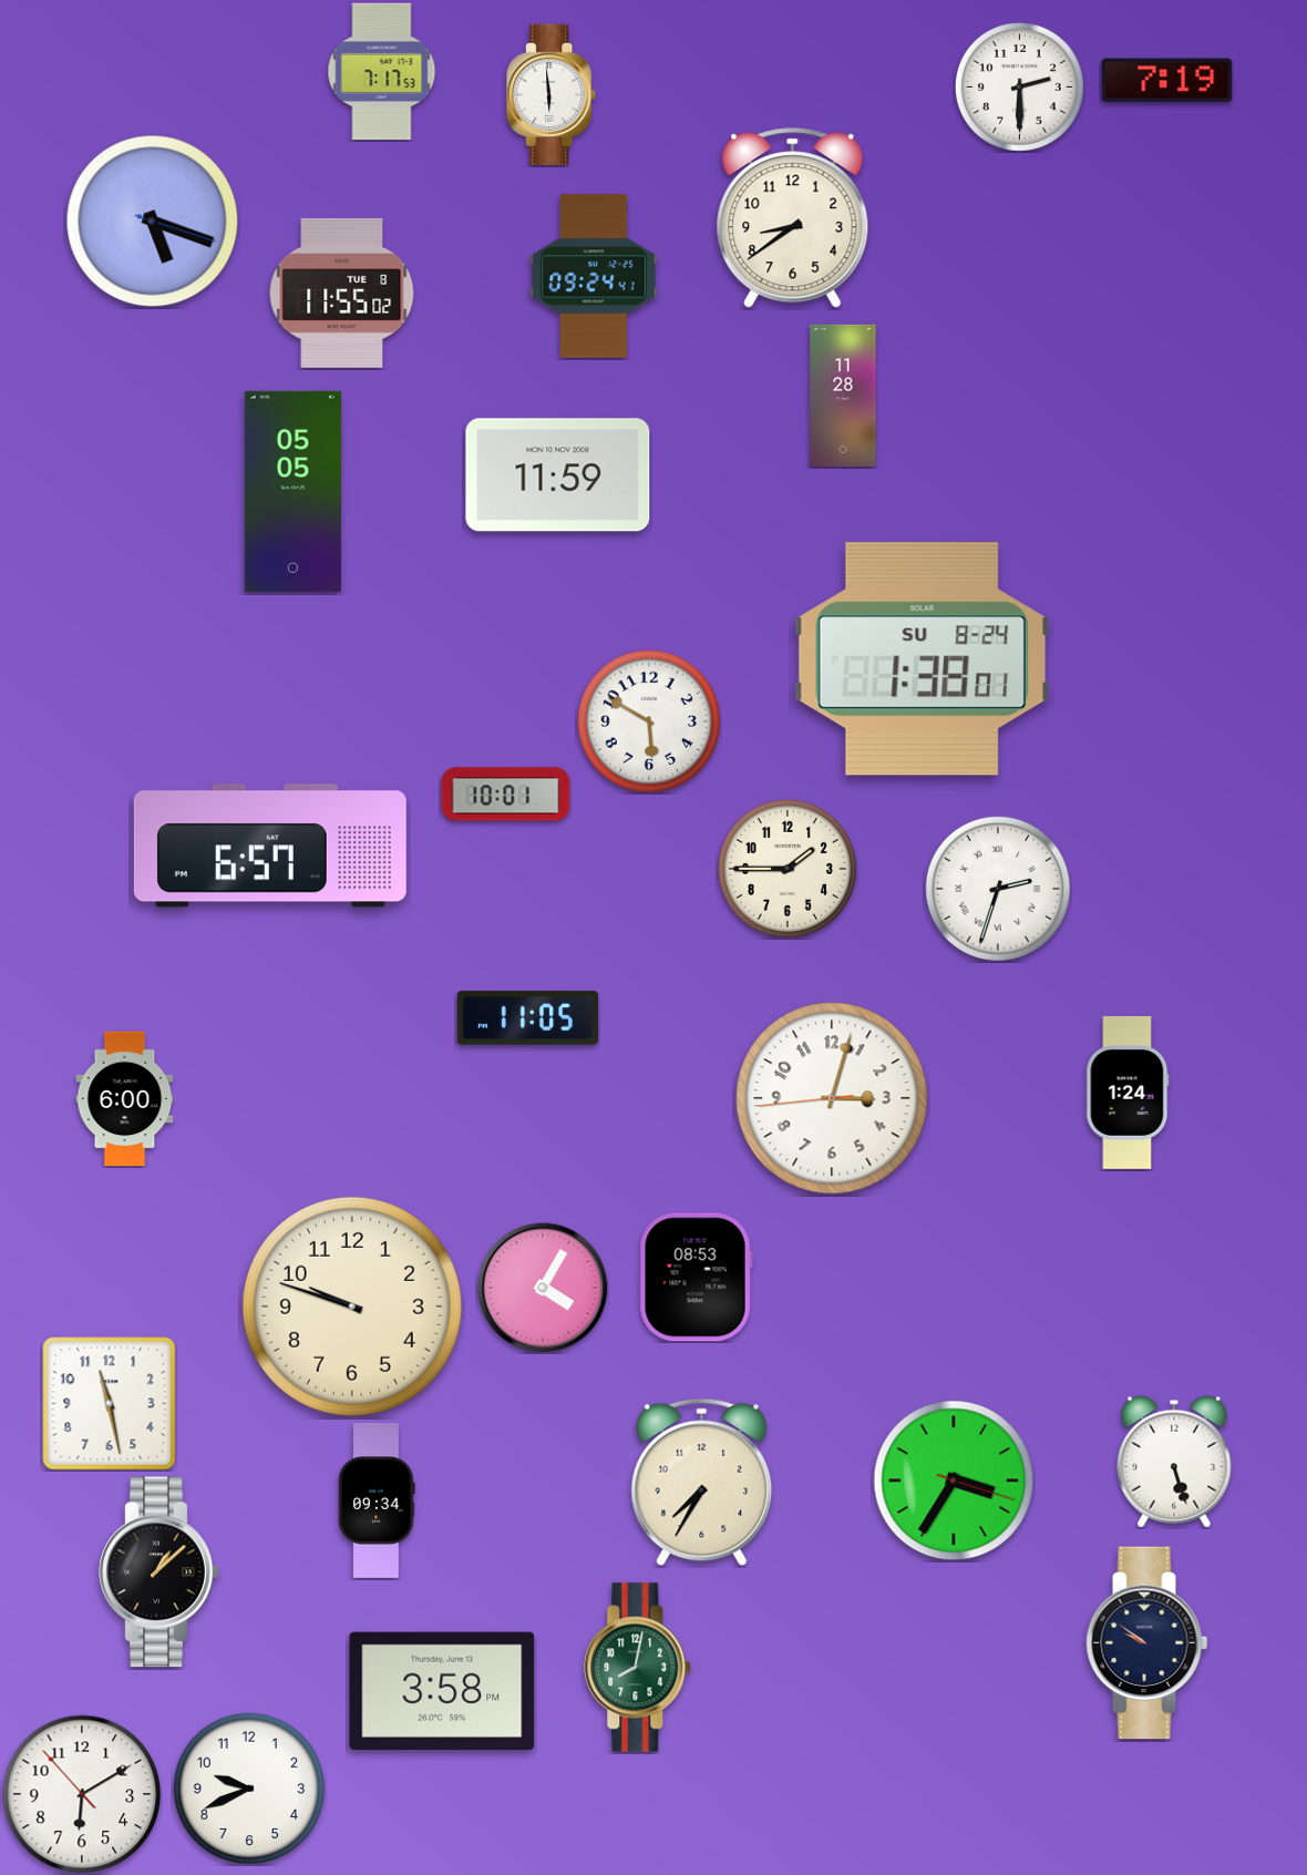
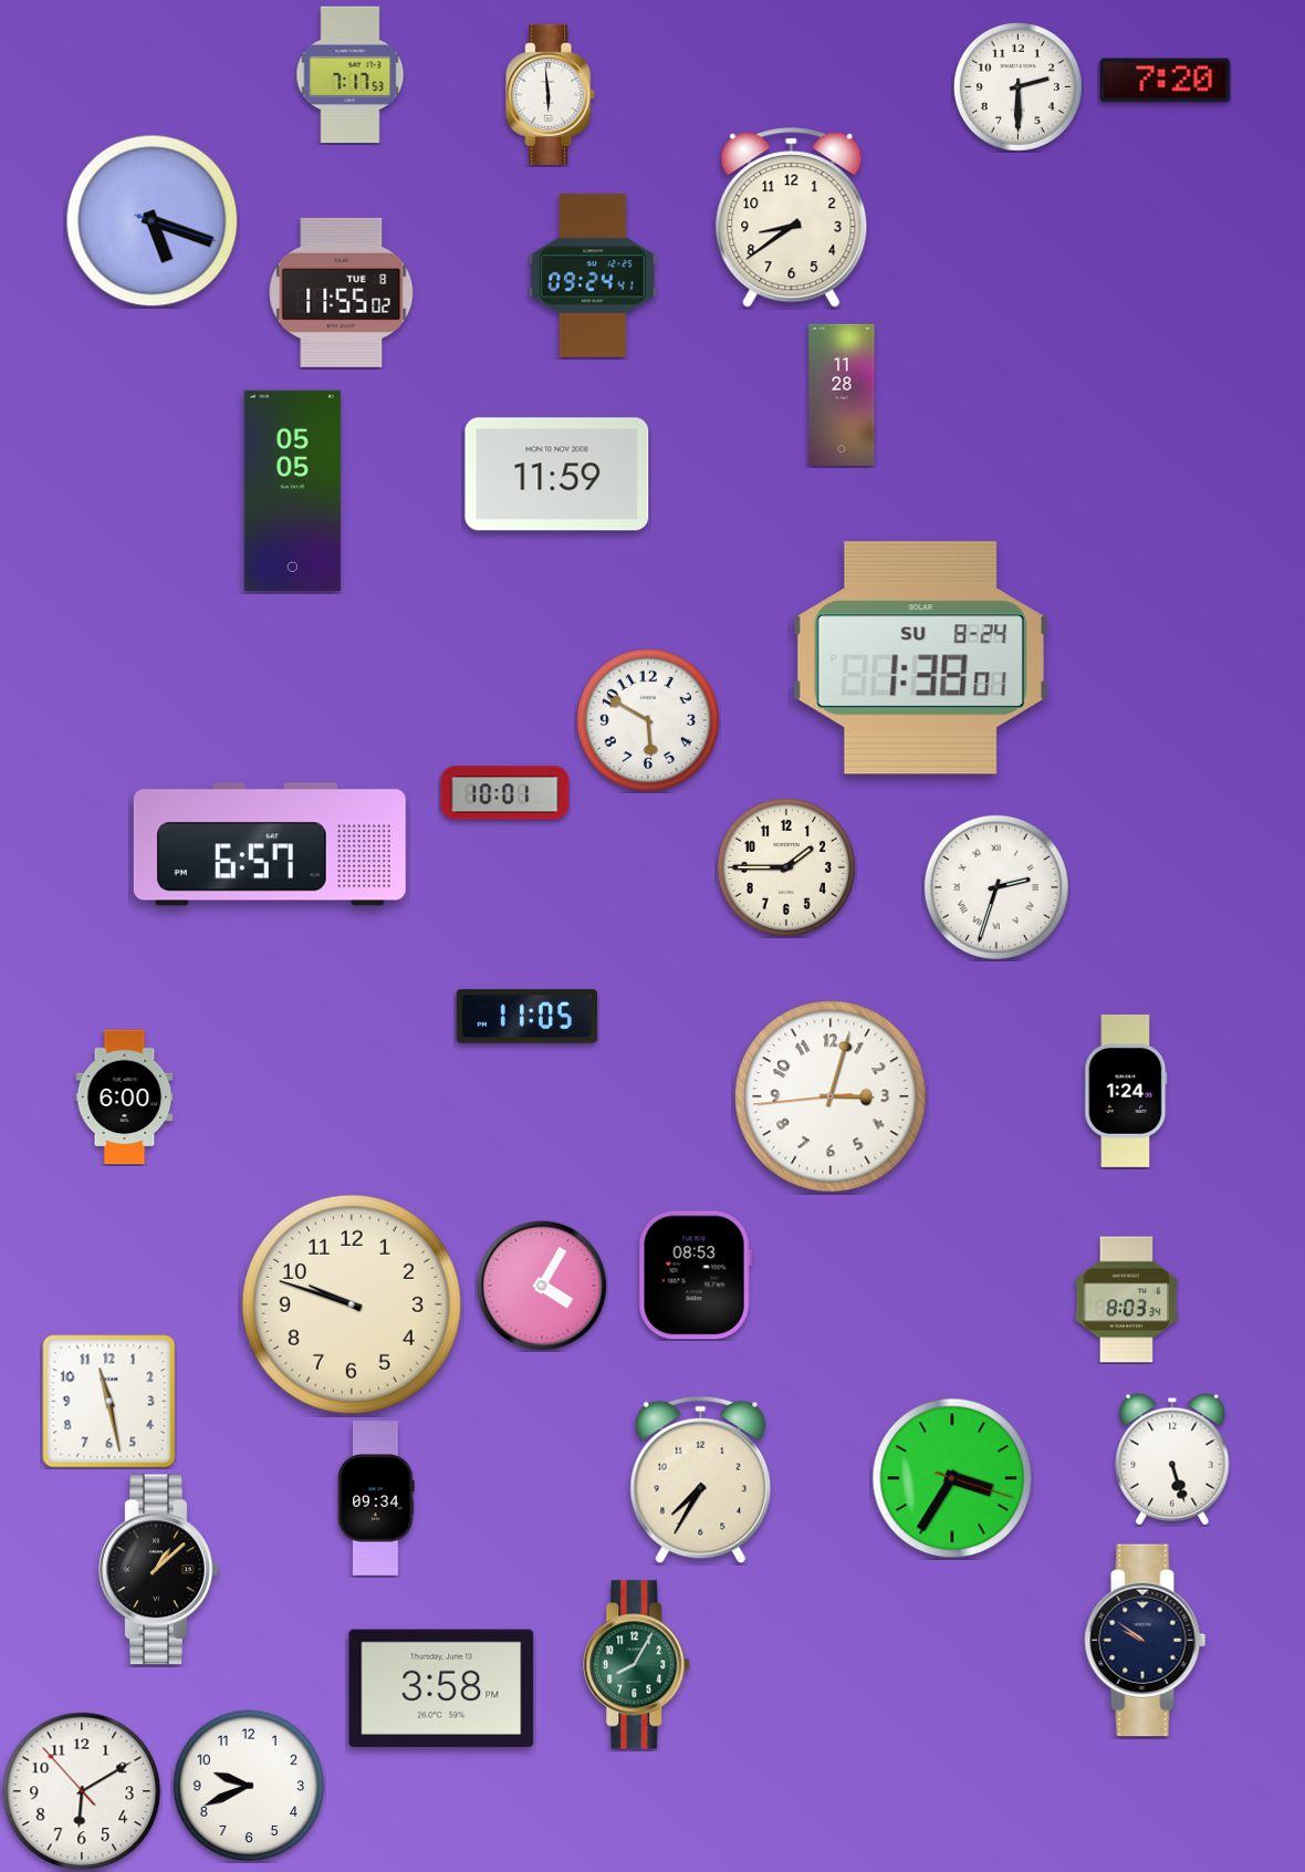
clock at (382, 72) position: (382, 72) -> (351, 75)
clock at (1167, 81): 7:19 -> 7:20
clock at (1127, 1300): none -> 8:03
clock at (638, 1668): 8:02 -> 8:05
